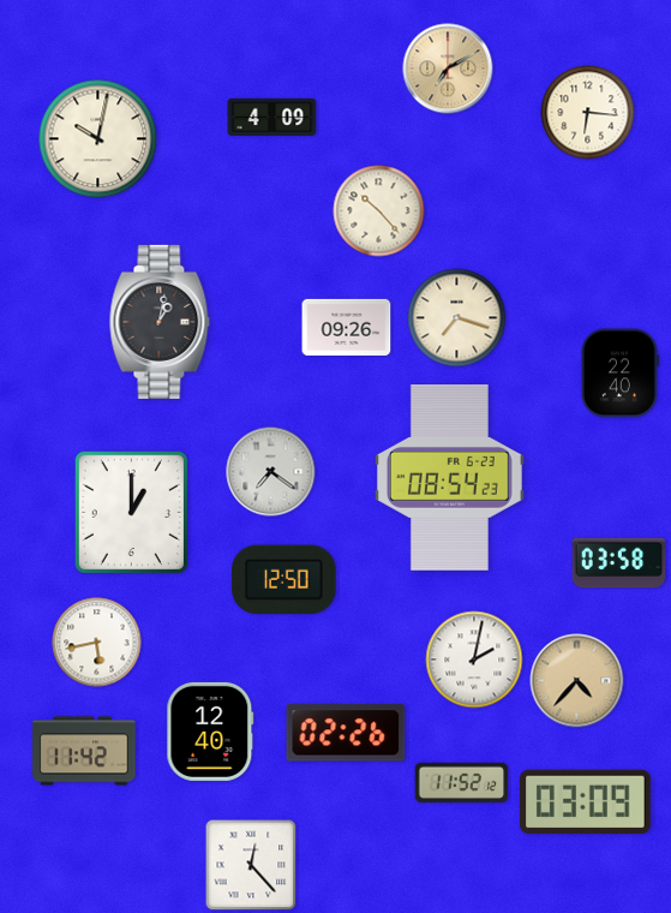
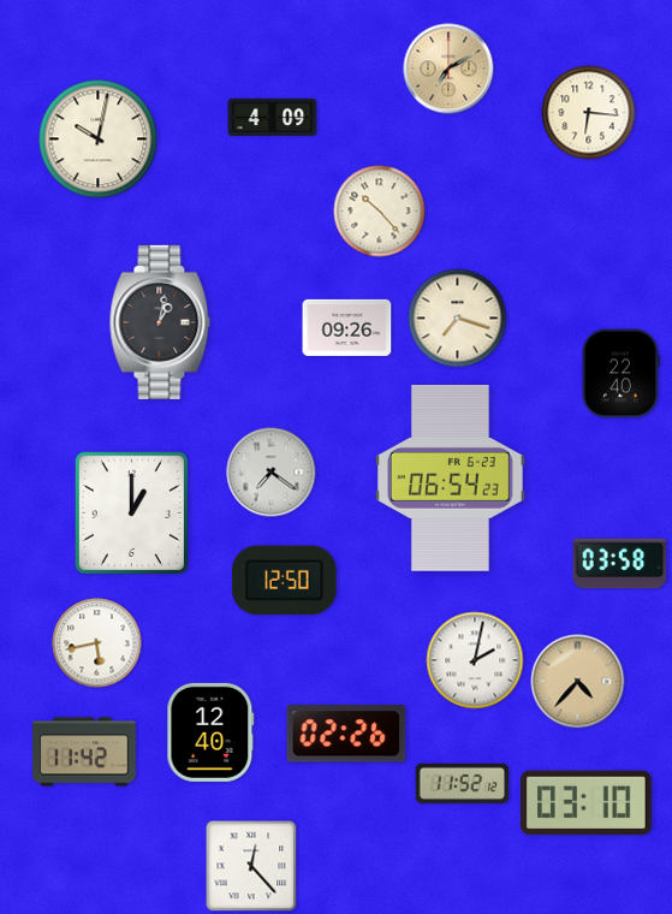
clock at (449, 478): 08:54 -> 06:54
clock at (586, 801): 03:09 -> 03:10
